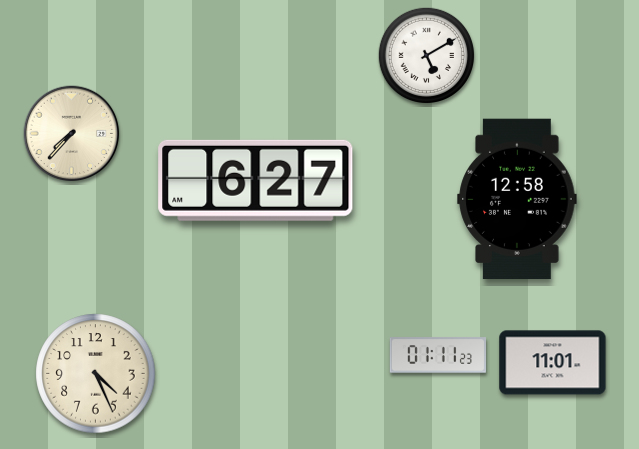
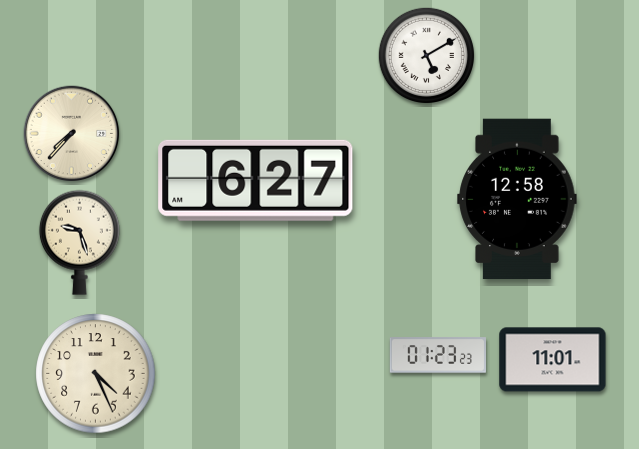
clock at (79, 242): none -> 9:27
clock at (437, 355): 01:11 -> 01:23
clock at (553, 363) position: (553, 363) -> (553, 360)
